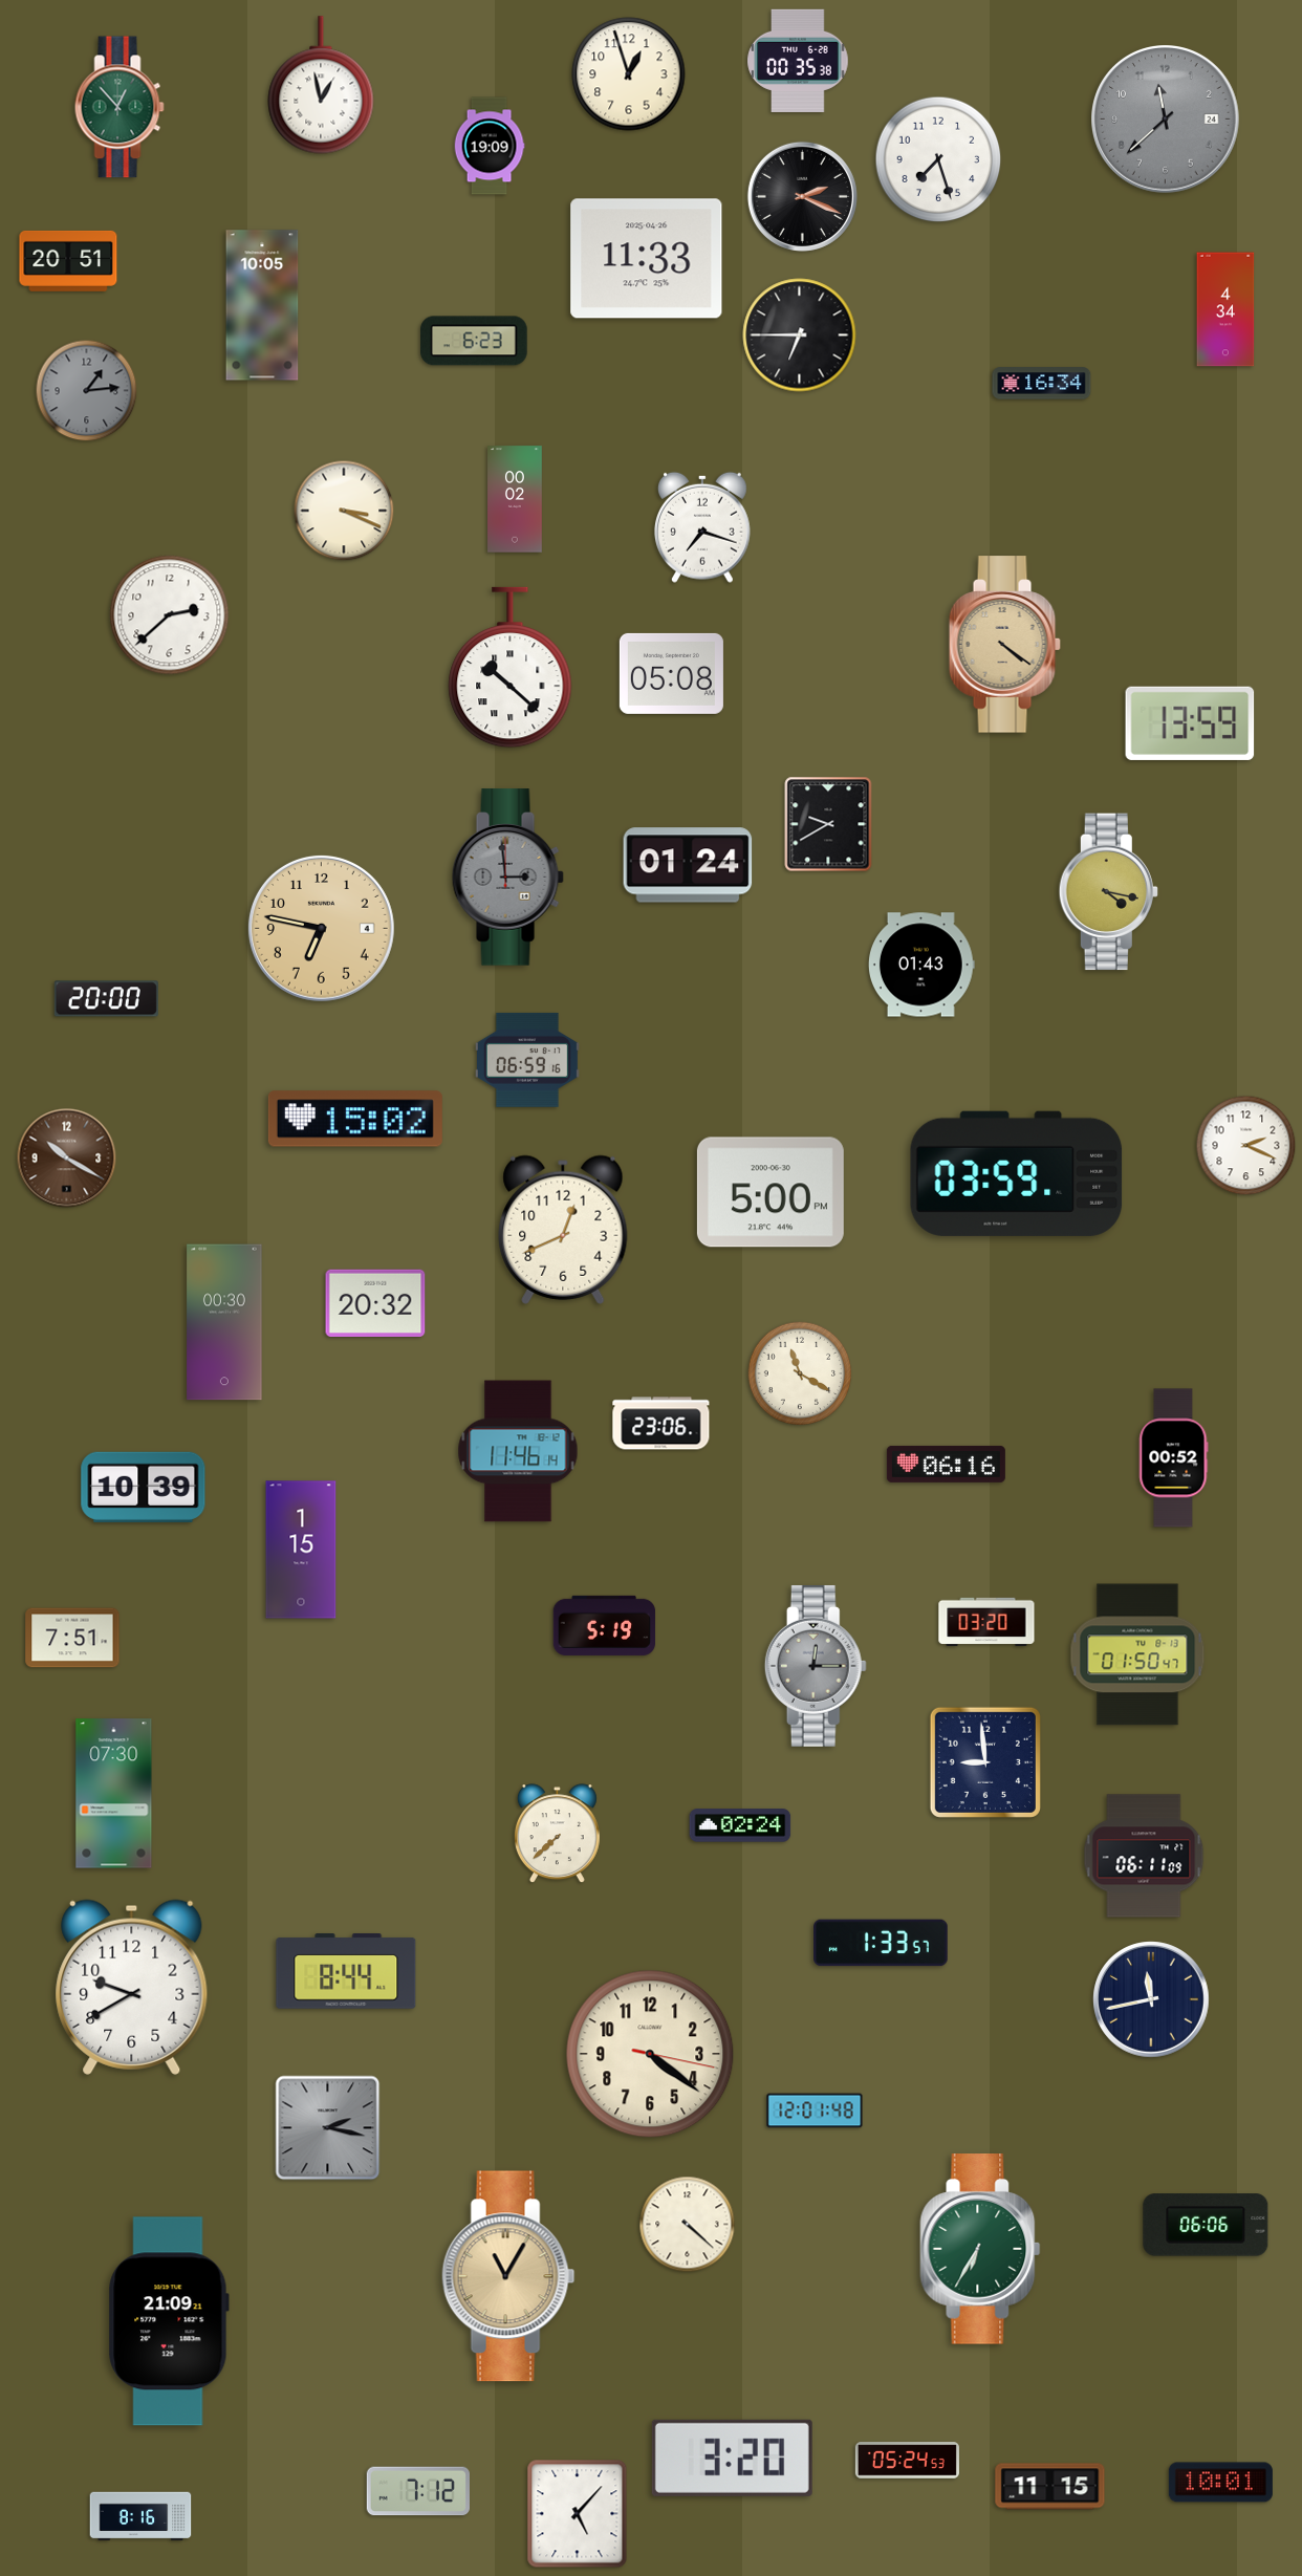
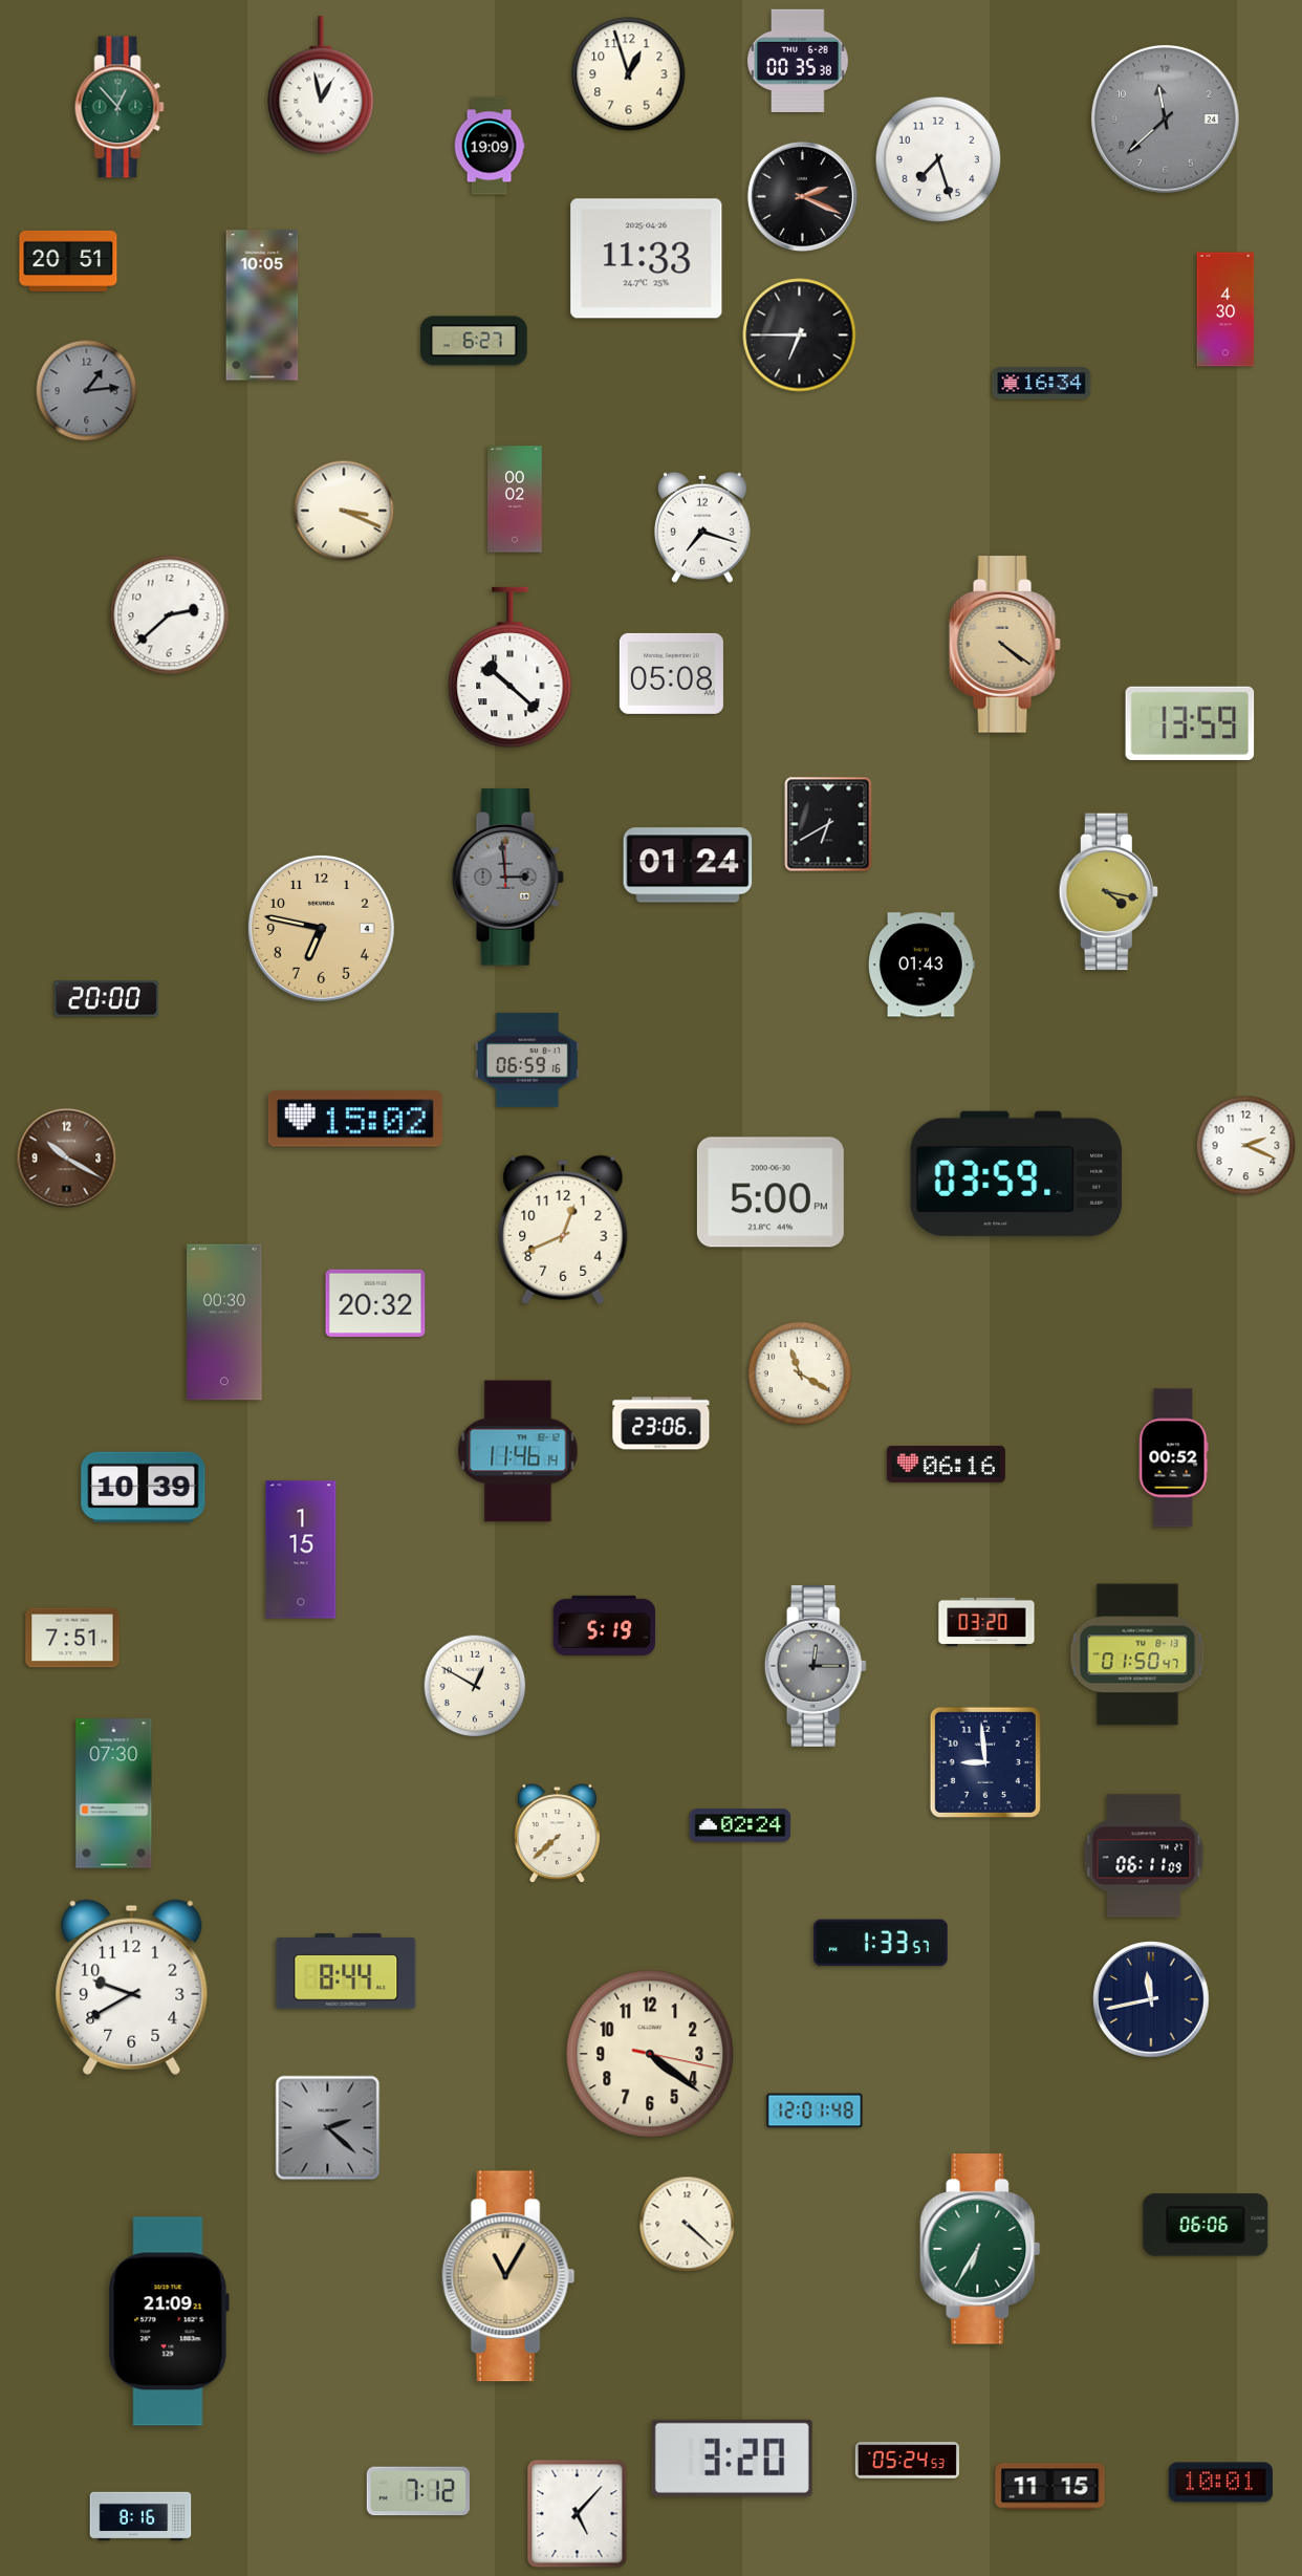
clock at (1225, 309): 4:34 -> 4:30
clock at (474, 341): 6:23 -> 6:27
clock at (828, 824): 9:40 -> 6:40
clock at (475, 1686): none -> 12:50
clock at (328, 2128): 2:17 -> 2:22
